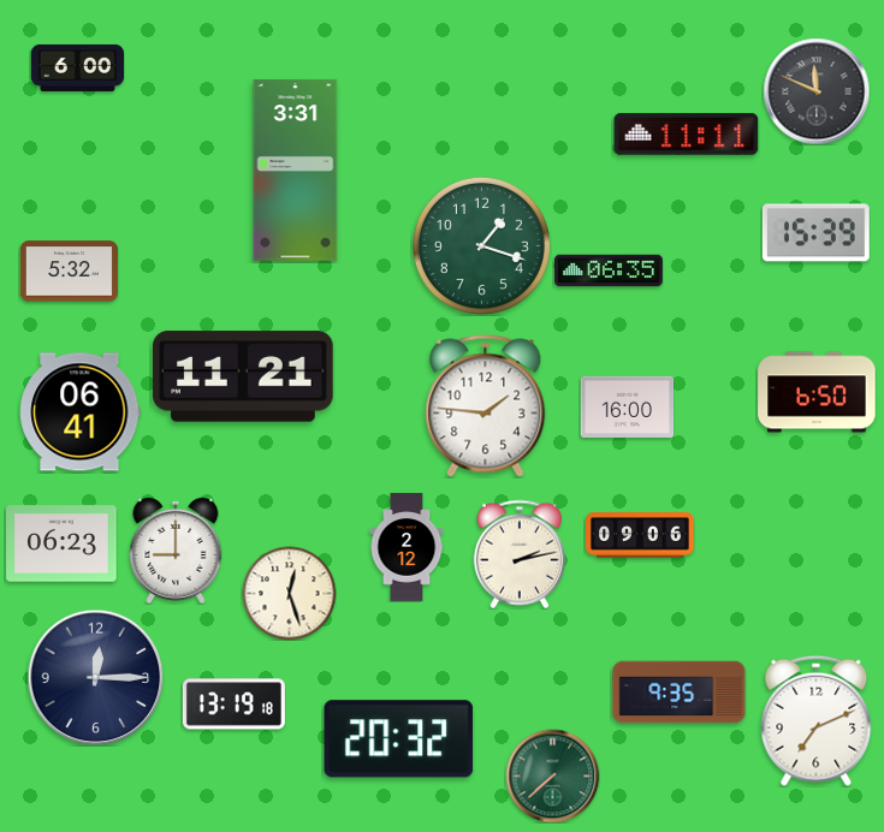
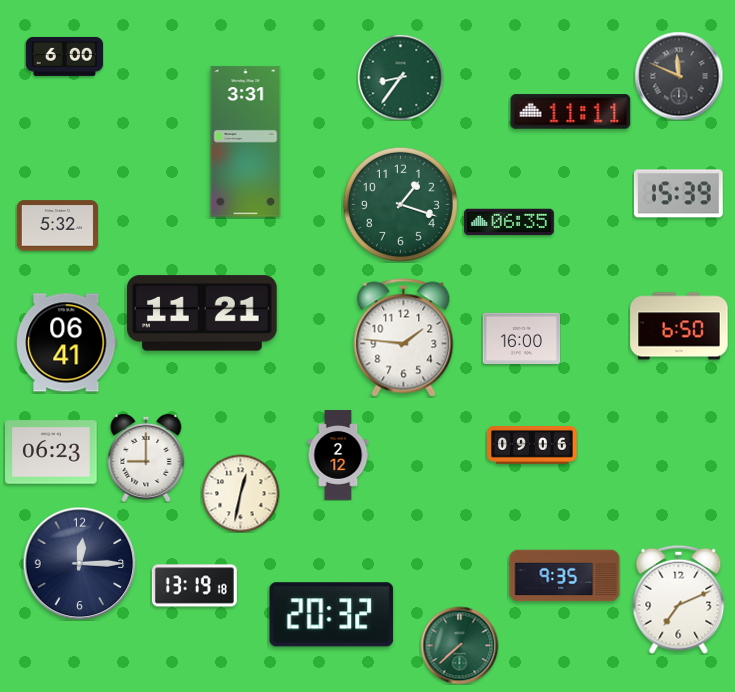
clock at (400, 77): none -> 8:36
clock at (609, 271) position: (609, 271) -> (509, 222)
clock at (518, 554): 2:13 -> none
clock at (289, 593): 12:27 -> 12:32
